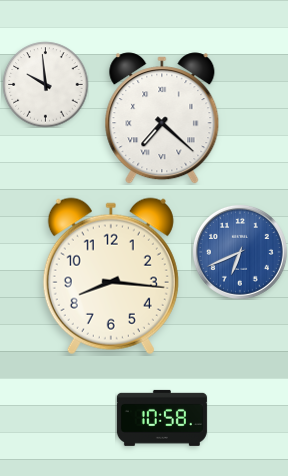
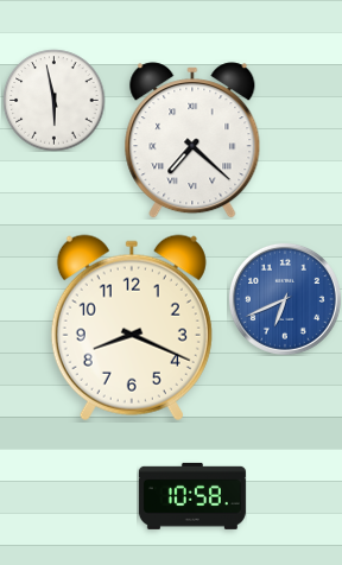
clock at (45, 84): 9:59 -> 5:58
clock at (111, 276): 8:16 -> 8:19
